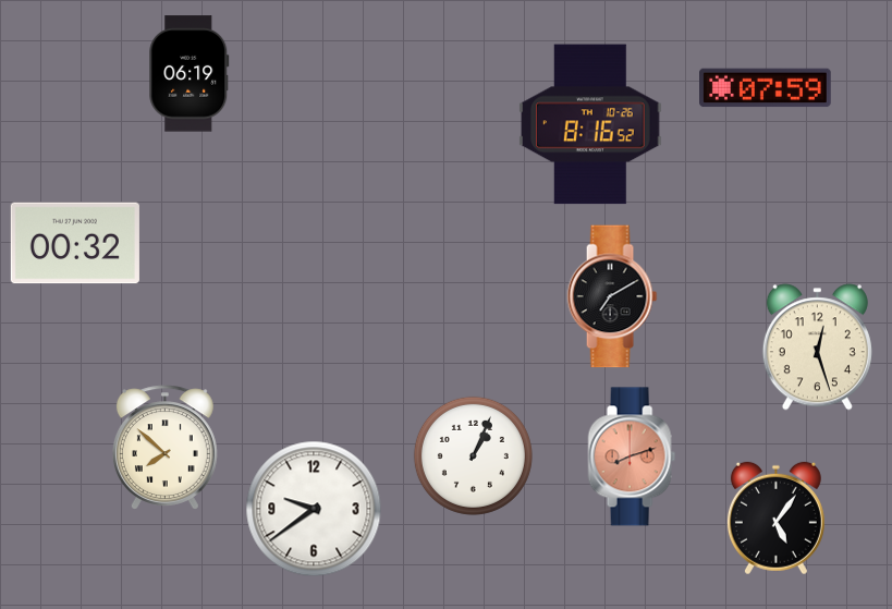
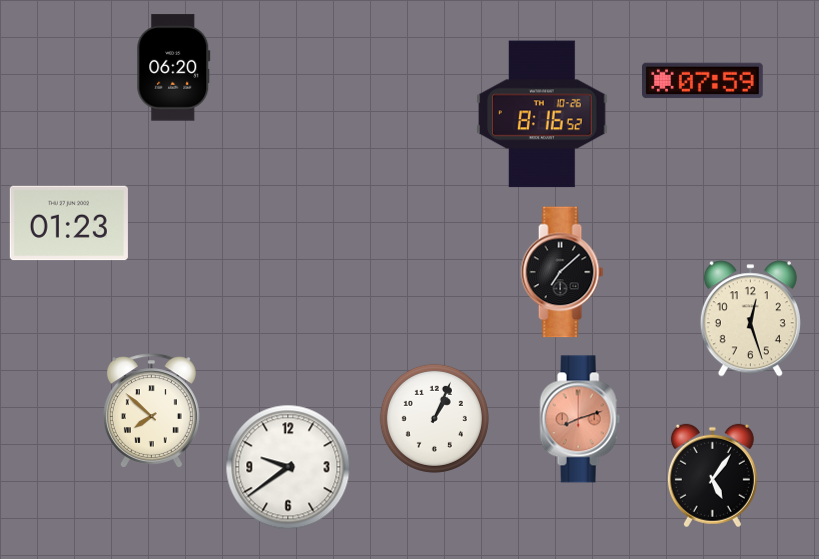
clock at (190, 74): 06:19 -> 06:20
clock at (75, 243): 00:32 -> 01:23
clock at (612, 296): 7:10 -> 7:08
